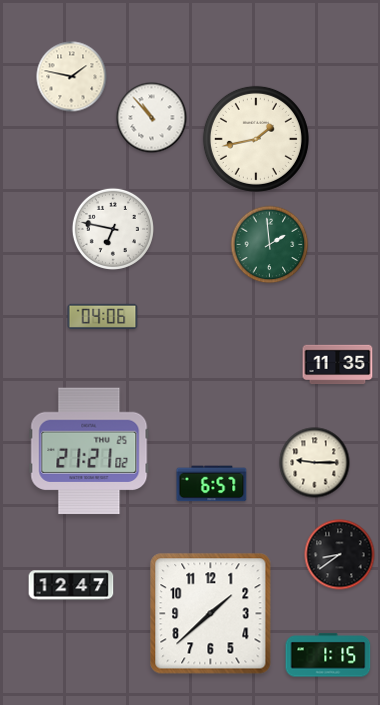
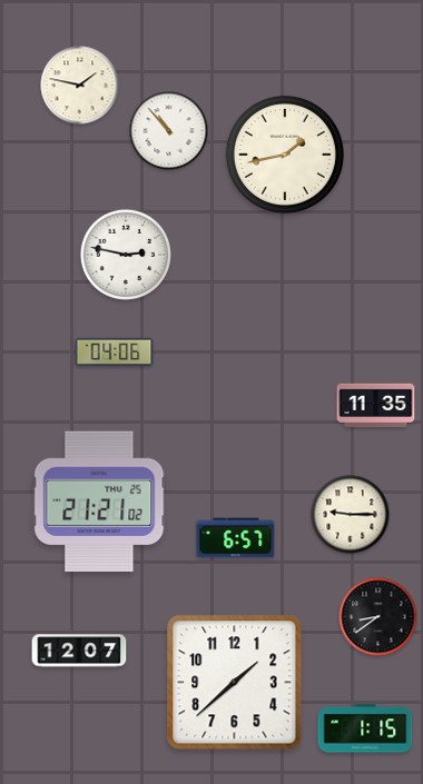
clock at (113, 229): 6:47 -> 2:47
clock at (270, 245): 1:59 -> none
clock at (71, 585): 12:47 -> 12:07
